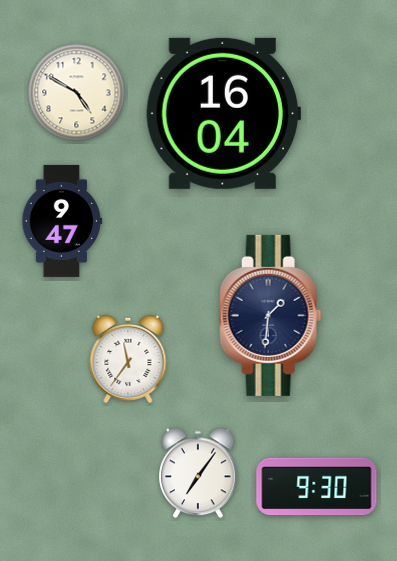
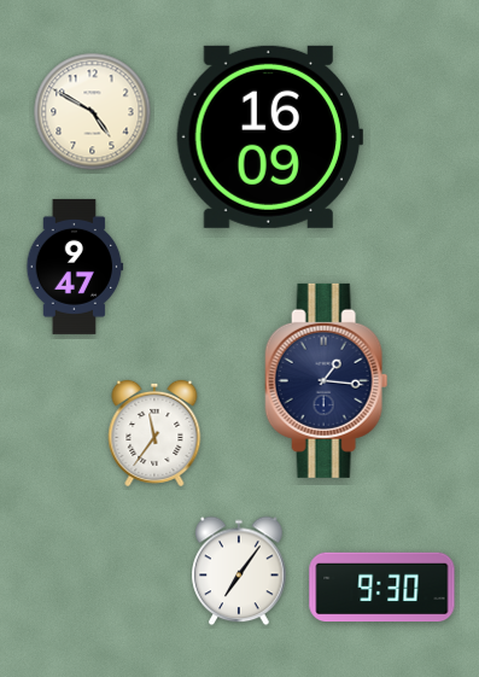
clock at (223, 113): 16:04 -> 16:09
clock at (271, 315): 1:31 -> 1:16
